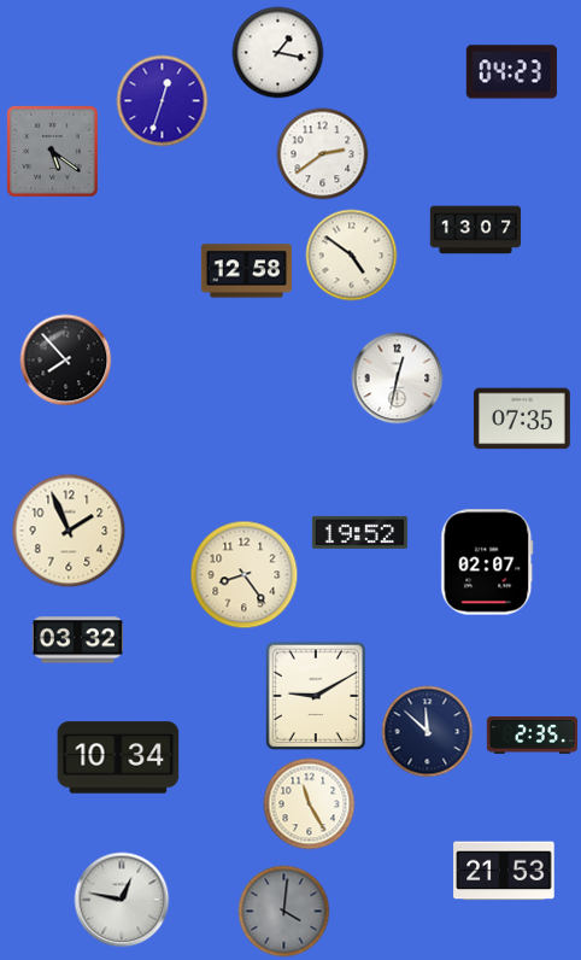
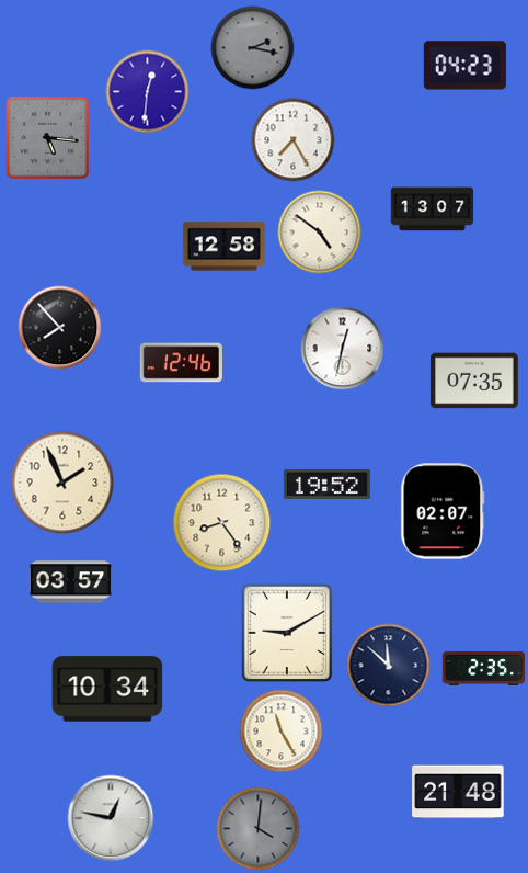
clock at (278, 53): 1:17 -> 2:17
clock at (278, 53) dial: white -> grey
clock at (163, 101): 12:33 -> 12:31
clock at (53, 152): 5:21 -> 5:16
clock at (323, 154): 2:39 -> 7:25
clock at (398, 379) position: (398, 379) -> (343, 349)
clock at (181, 363): none -> 12:46
clock at (77, 640): 03:32 -> 03:57
clock at (504, 871): 21:53 -> 21:48
